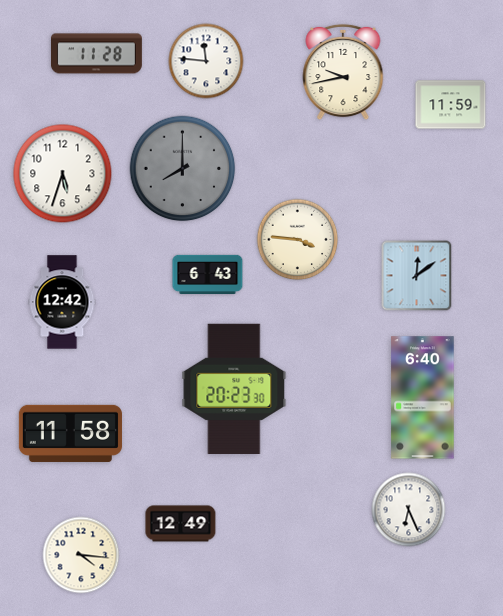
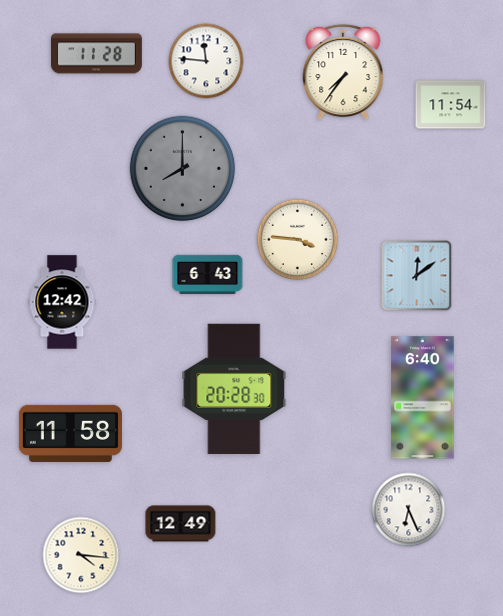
clock at (343, 72): 9:43 -> 7:36
clock at (451, 105): 11:59 -> 11:54
clock at (63, 174): 5:33 -> none
clock at (234, 389): 20:23 -> 20:28
